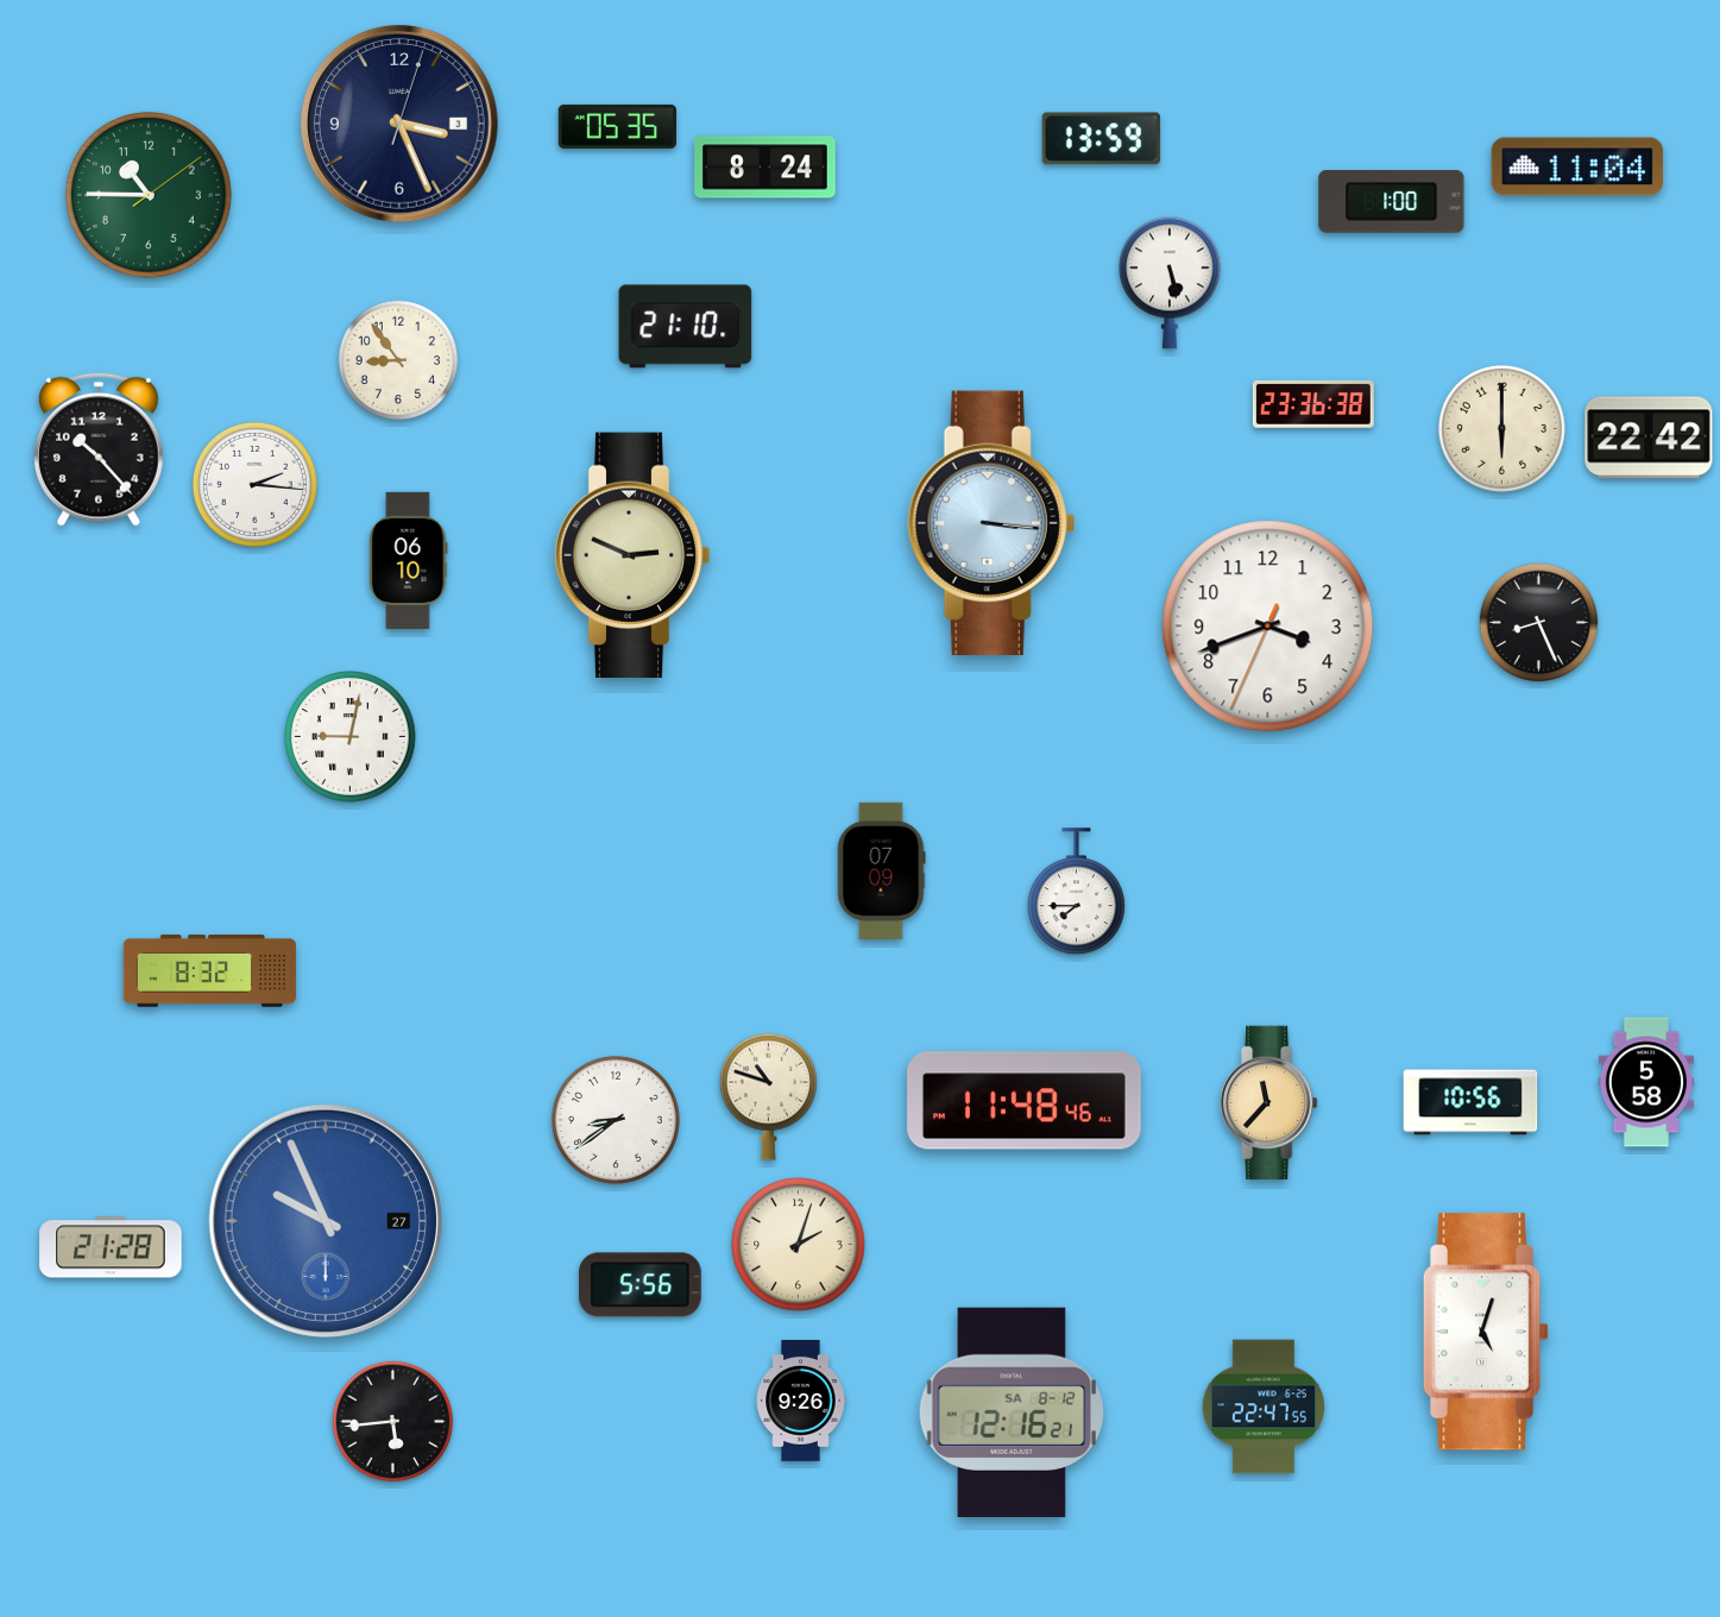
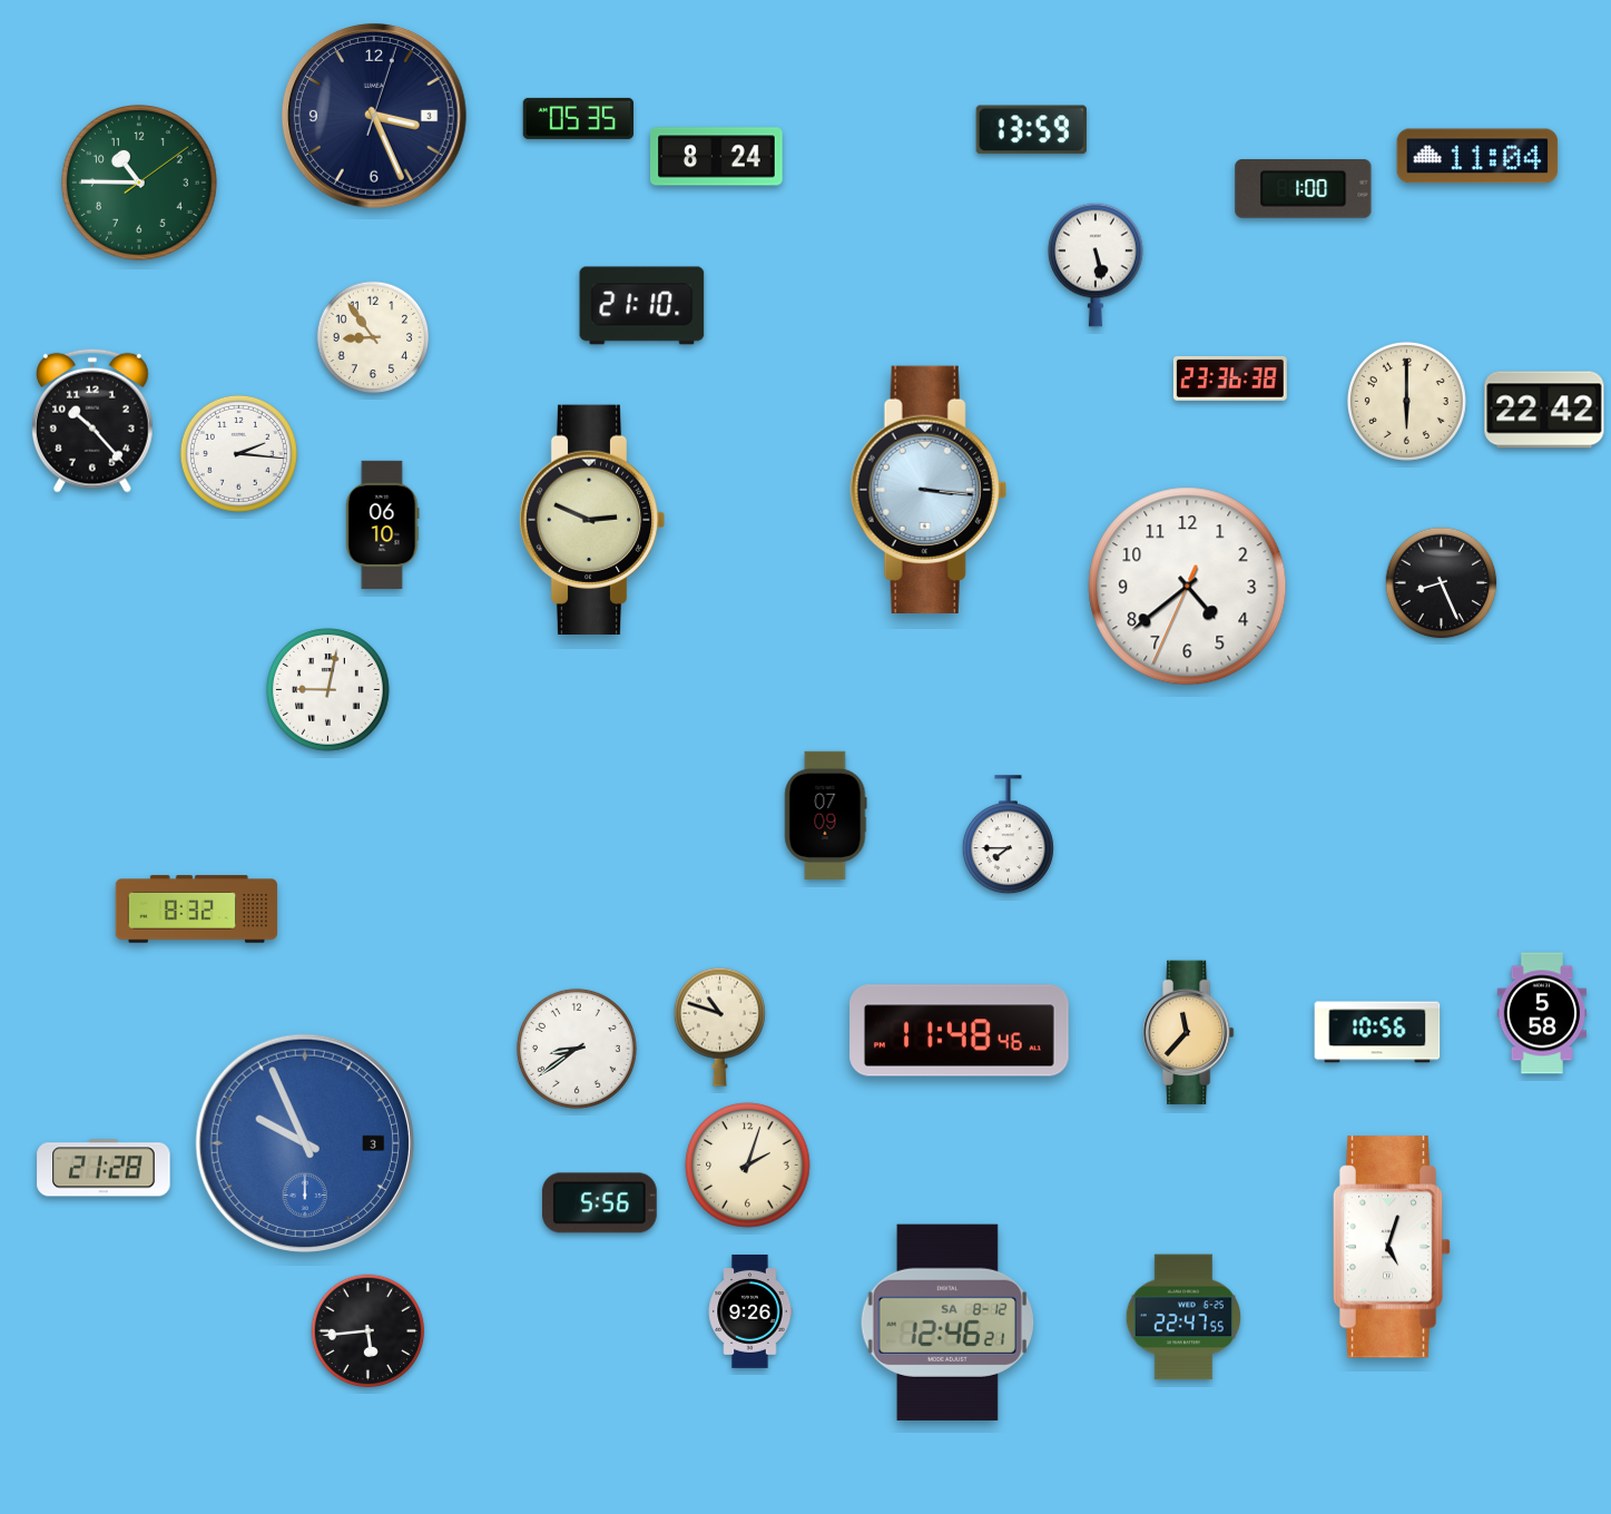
clock at (1268, 627): 3:41 -> 4:38
clock at (326, 1221) date: 27 -> 3
clock at (1010, 1412): 12:16 -> 12:46
